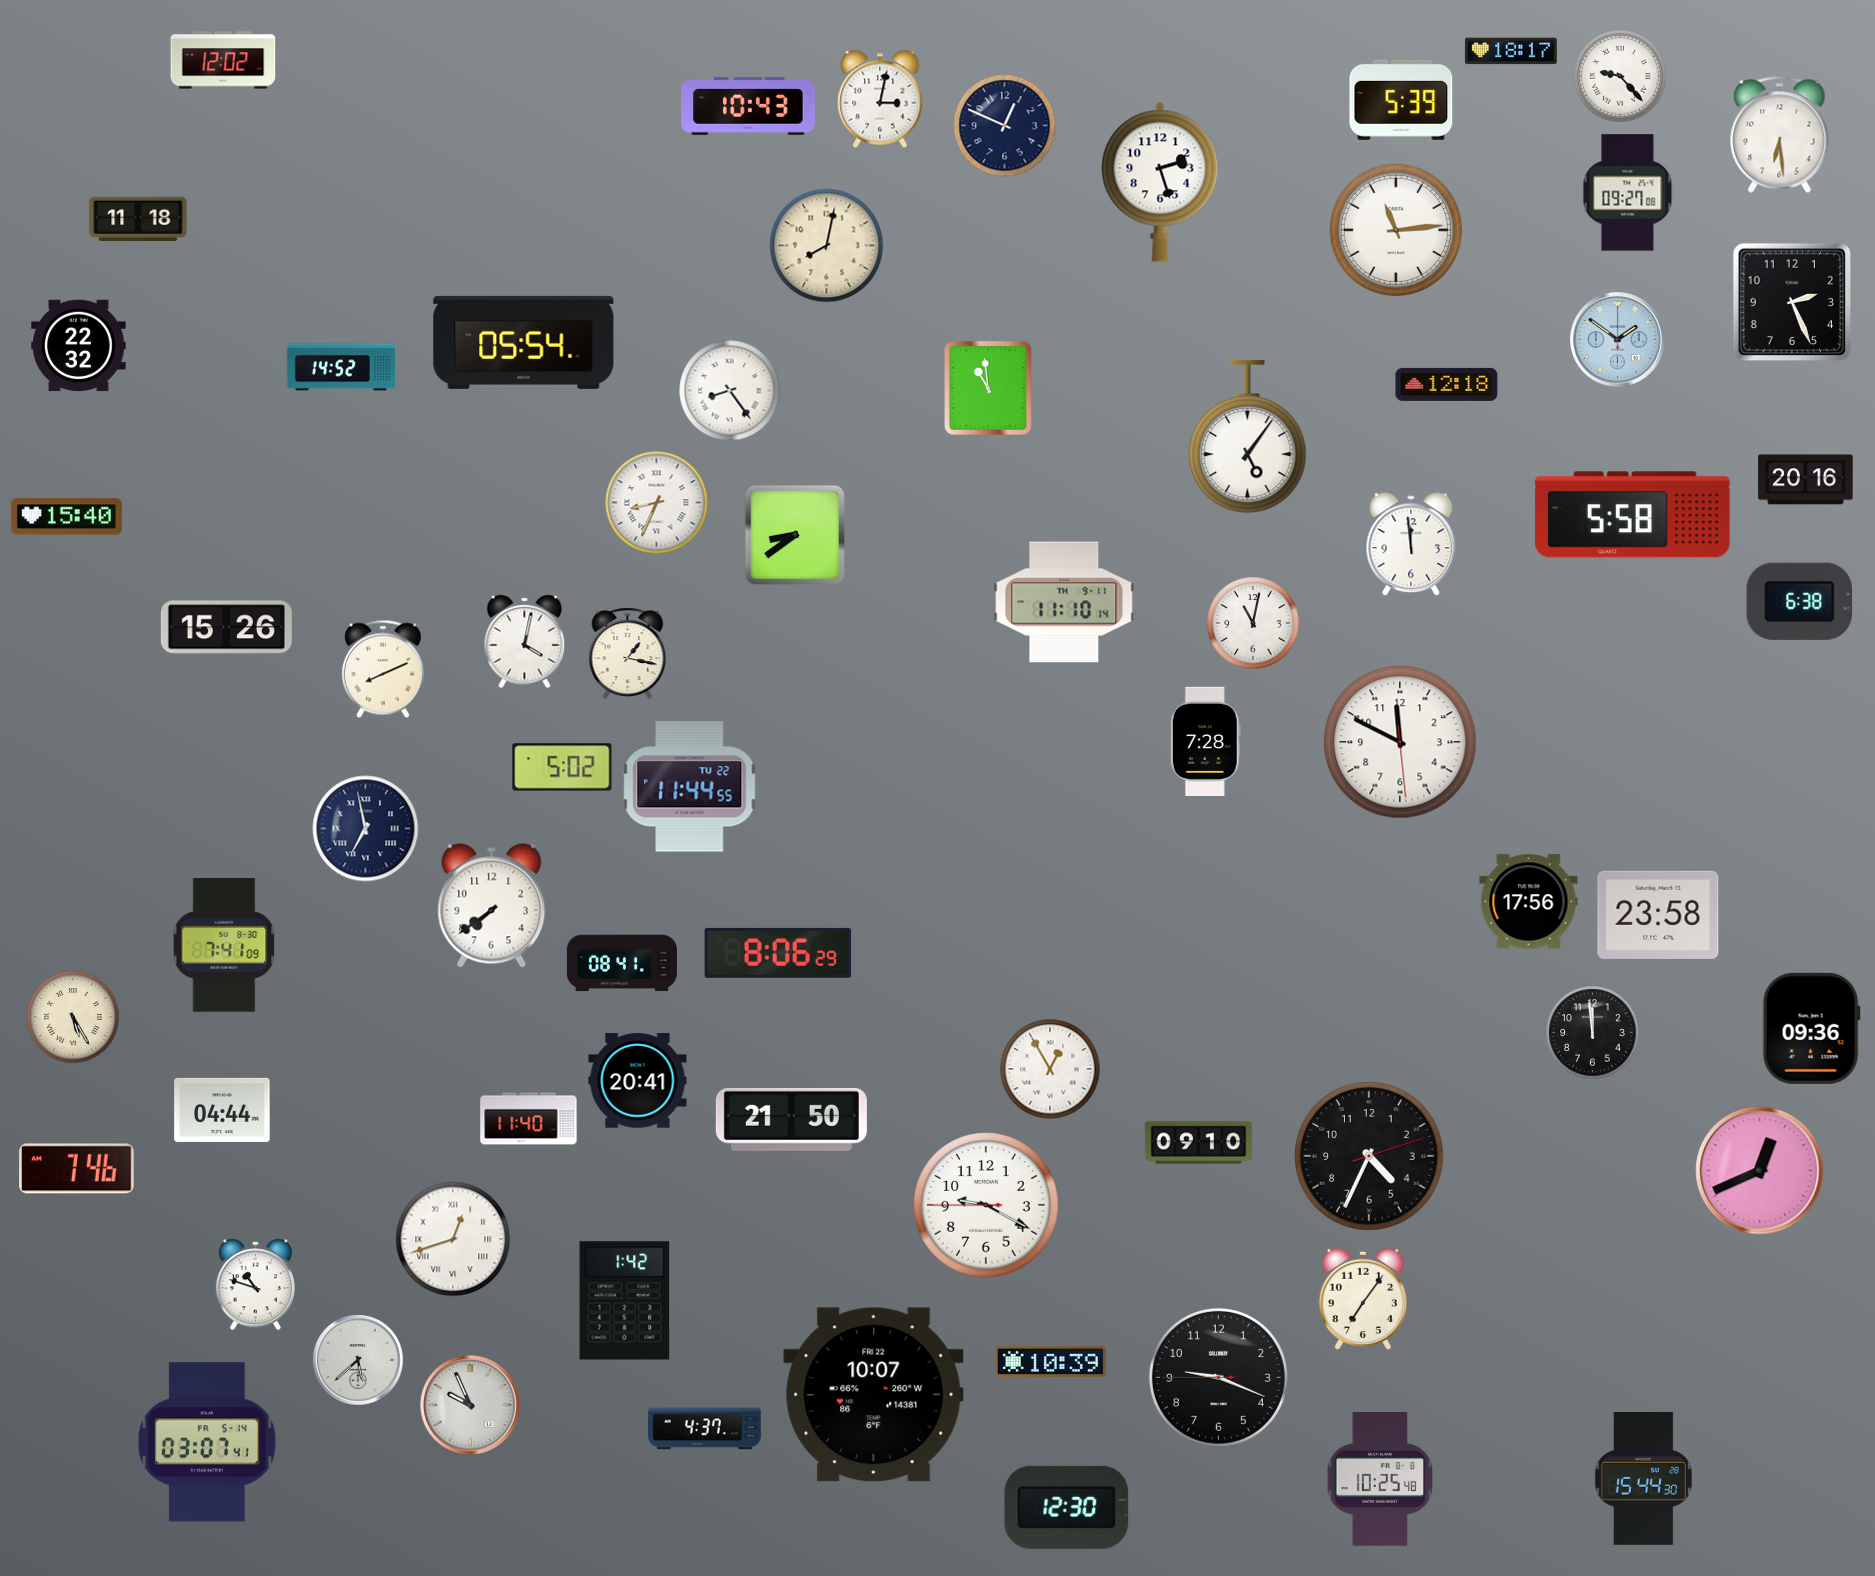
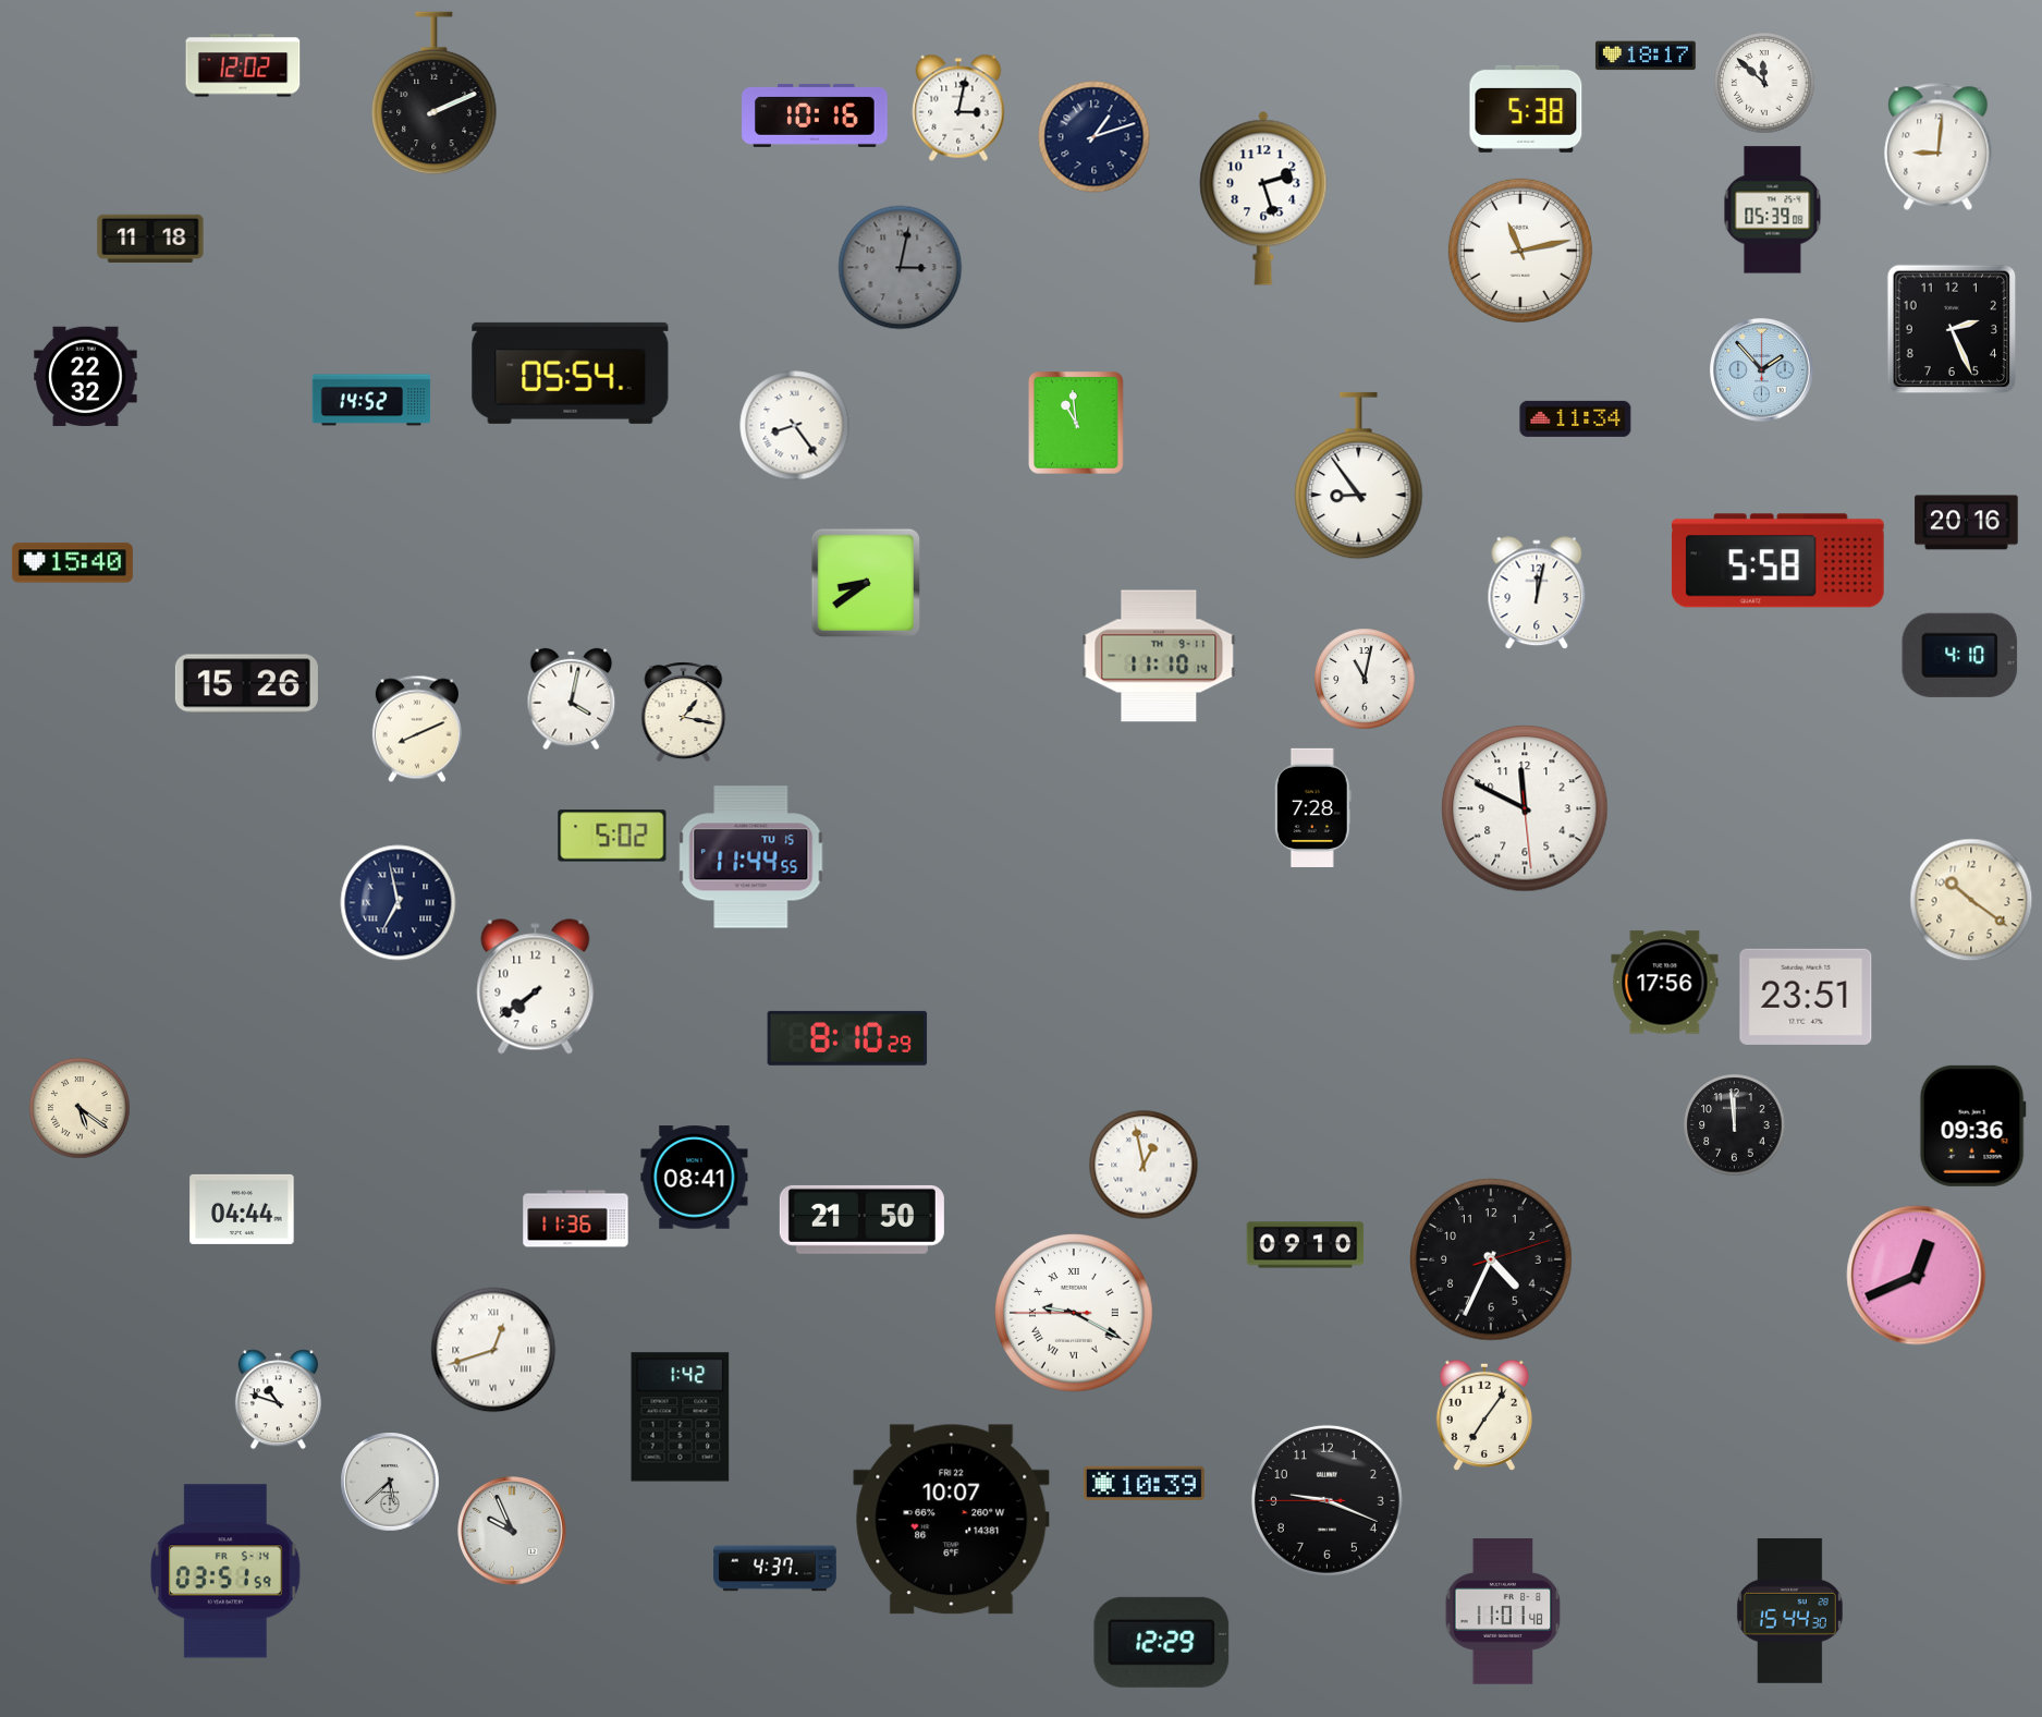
clock at (1620, 76): 9:23 -> 11:52
clock at (435, 94): none -> 2:11
clock at (1401, 100): 5:39 -> 5:38
clock at (748, 106): 10:43 -> 10:16
clock at (1005, 126): 12:49 -> 1:12
clock at (1780, 134): 6:29 -> 9:01
clock at (1628, 193): 09:27 -> 05:39
clock at (1396, 230): 11:14 -> 11:13
clock at (827, 246): 8:02 -> 3:02
clock at (827, 246) dial: cream -> grey
clock at (1618, 340): 1:51 -> 1:53
clock at (1447, 384): 12:18 -> 11:34
clock at (1248, 437): 5:06 -> 8:54
clock at (657, 503): 8:34 -> none
clock at (1411, 545): 11:59 -> 12:02
clock at (1800, 601): 6:38 -> 4:10
clock at (690, 787) date: TU 22 -> TU 15
clock at (1971, 900): none -> 10:21
clock at (1658, 915): 23:58 -> 23:51
clock at (224, 946): 7:41 -> none
clock at (778, 953): 8:06 -> 8:10
clock at (622, 963): 08:41 -> none
clock at (73, 1017): 5:25 -> 5:21
clock at (1811, 1028) position: (1811, 1028) -> (1972, 1125)
clock at (1050, 1069): 12:55 -> 12:58
clock at (638, 1081): 20:41 -> 08:41
clock at (529, 1119): 11:40 -> 11:36
clock at (77, 1169): 7:46 -> none
clock at (986, 1205) numerals: Arabic -> Roman
clock at (705, 1429) position: (705, 1429) -> (775, 1569)
clock at (207, 1442): 03:07 -> 03:51
clock at (1380, 1479): 10:25 -> 11:01
clock at (1067, 1507): 12:30 -> 12:29
